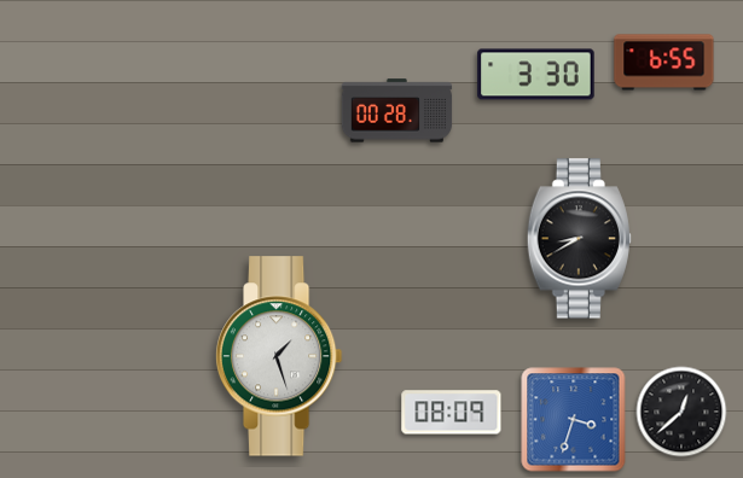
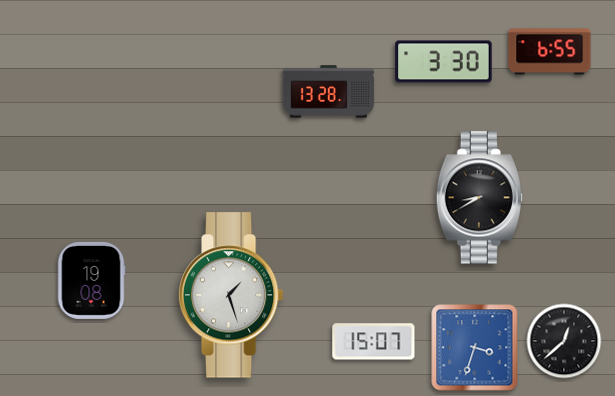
clock at (397, 111): 00:28 -> 13:28
clock at (91, 280): none -> 19:08
clock at (452, 413): 08:09 -> 15:07
